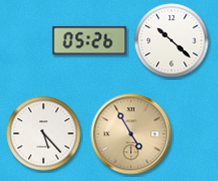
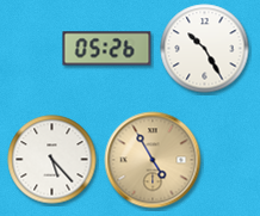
clock at (172, 41): 10:22 -> 10:25
clock at (131, 134) position: (131, 134) -> (153, 160)
